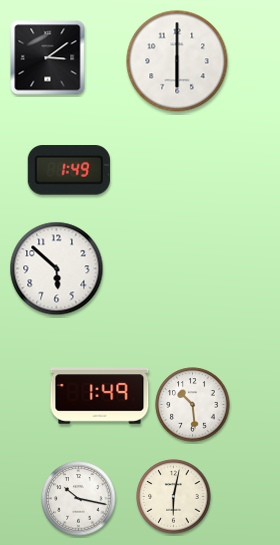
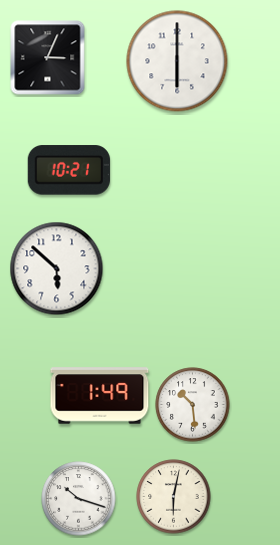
clock at (48, 58): 3:09 -> 3:04
clock at (69, 170): 1:49 -> 10:21
clock at (79, 499): 10:17 -> 10:18
